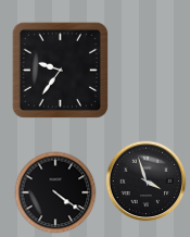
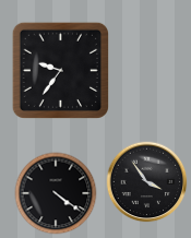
clock at (147, 182): 3:57 -> 3:54
